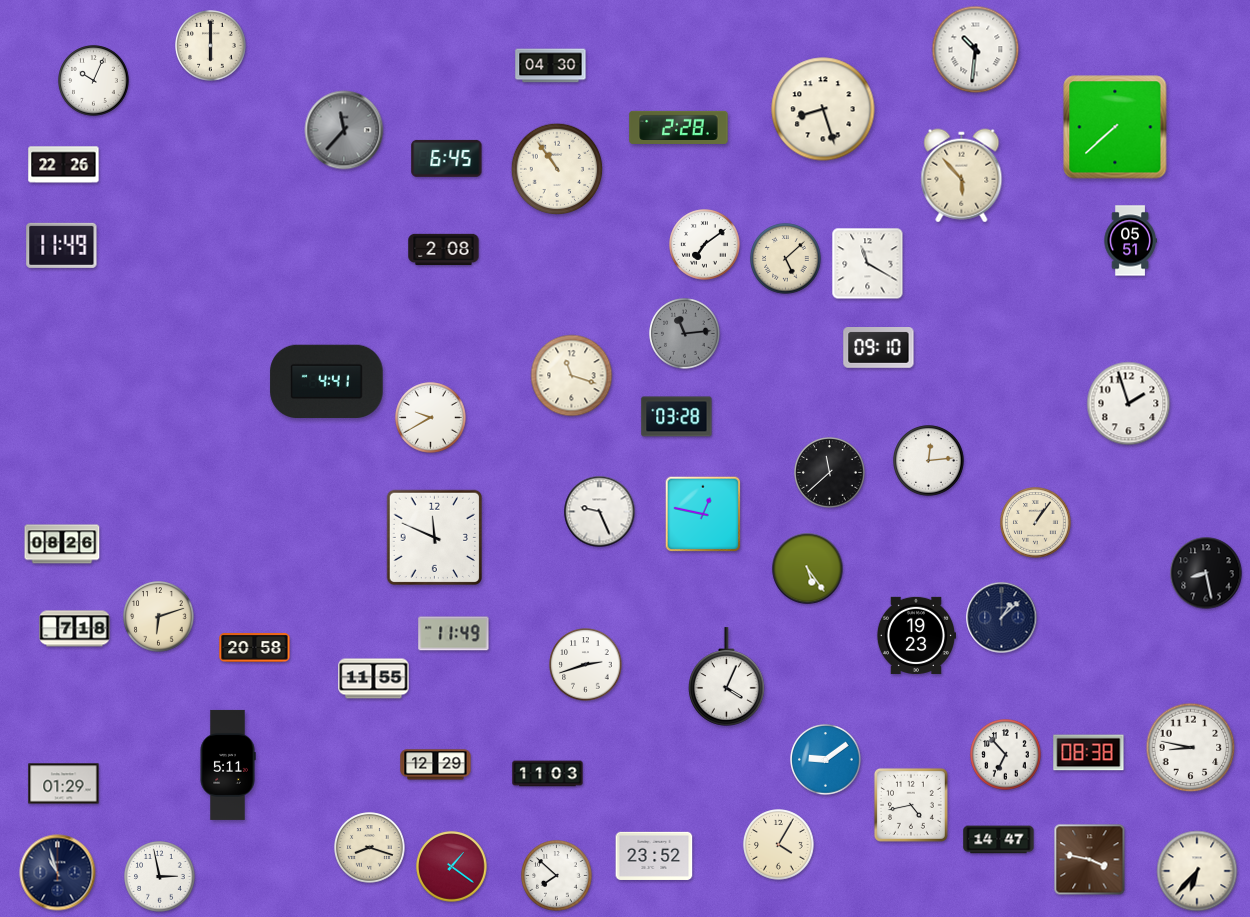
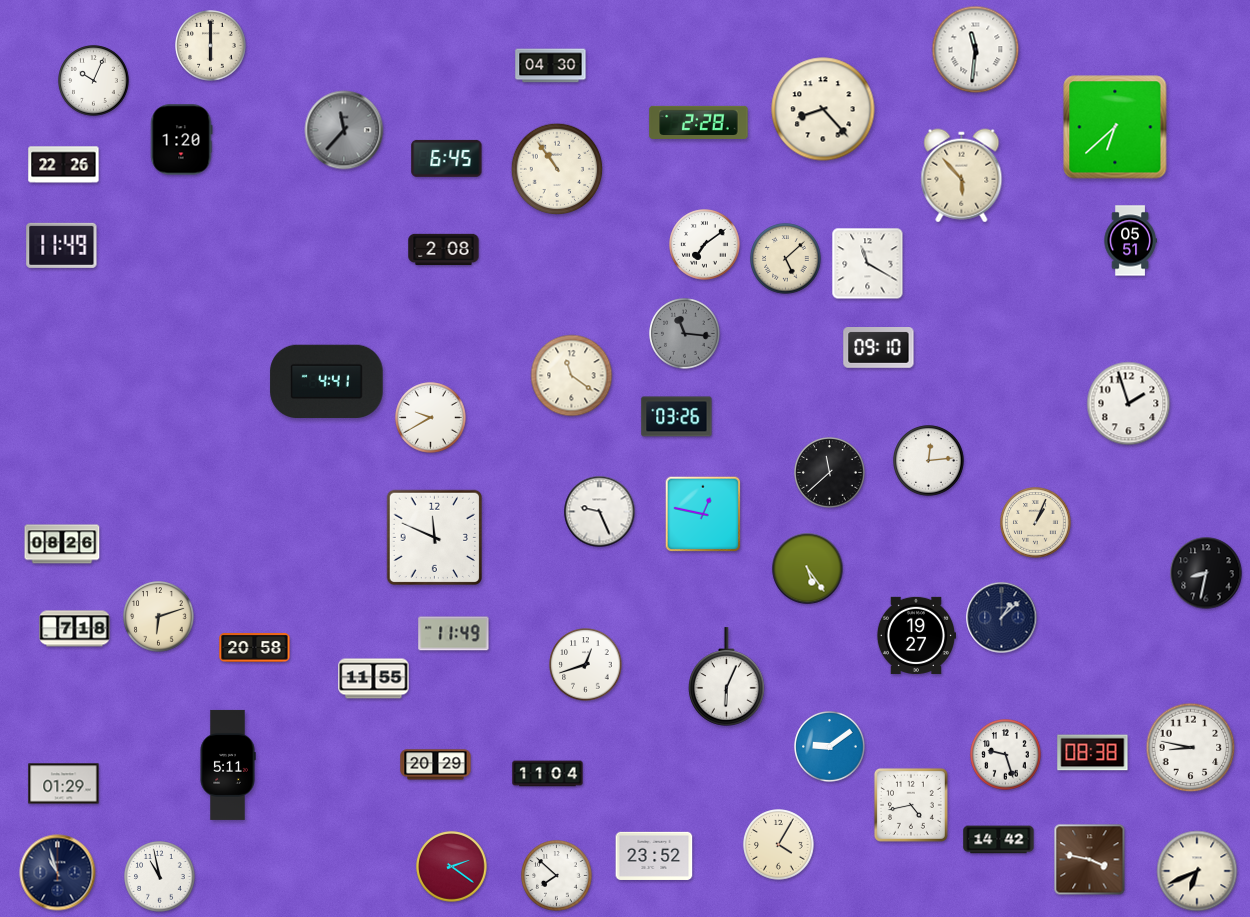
clock at (976, 50): 10:31 -> 11:31
clock at (823, 109): 8:27 -> 8:23
clock at (679, 127) position: (679, 127) -> (699, 122)
clock at (1115, 127): 7:38 -> 6:38
clock at (182, 140): none -> 1:20
clock at (685, 334): 11:14 -> 11:16
clock at (572, 376): 11:18 -> 11:21
clock at (677, 417): 03:28 -> 03:26
clock at (1036, 523): 1:06 -> 1:04
clock at (1206, 573): 8:28 -> 8:32
clock at (915, 635): 19:23 -> 19:27
clock at (586, 665): 2:42 -> 12:42
clock at (727, 677): 4:04 -> 6:04
clock at (1089, 753) position: (1089, 753) -> (1093, 753)
clock at (1006, 755): 6:53 -> 9:27
clock at (826, 760) position: (826, 760) -> (830, 747)
clock at (436, 765): 12:29 -> 20:29
clock at (548, 774): 11:03 -> 11:04
clock at (999, 840): 14:47 -> 14:42
clock at (370, 848): 8:18 -> none
clock at (452, 867): 1:21 -> 2:21
clock at (1197, 871): 6:37 -> 6:41
clock at (160, 877): 2:58 -> 10:58
